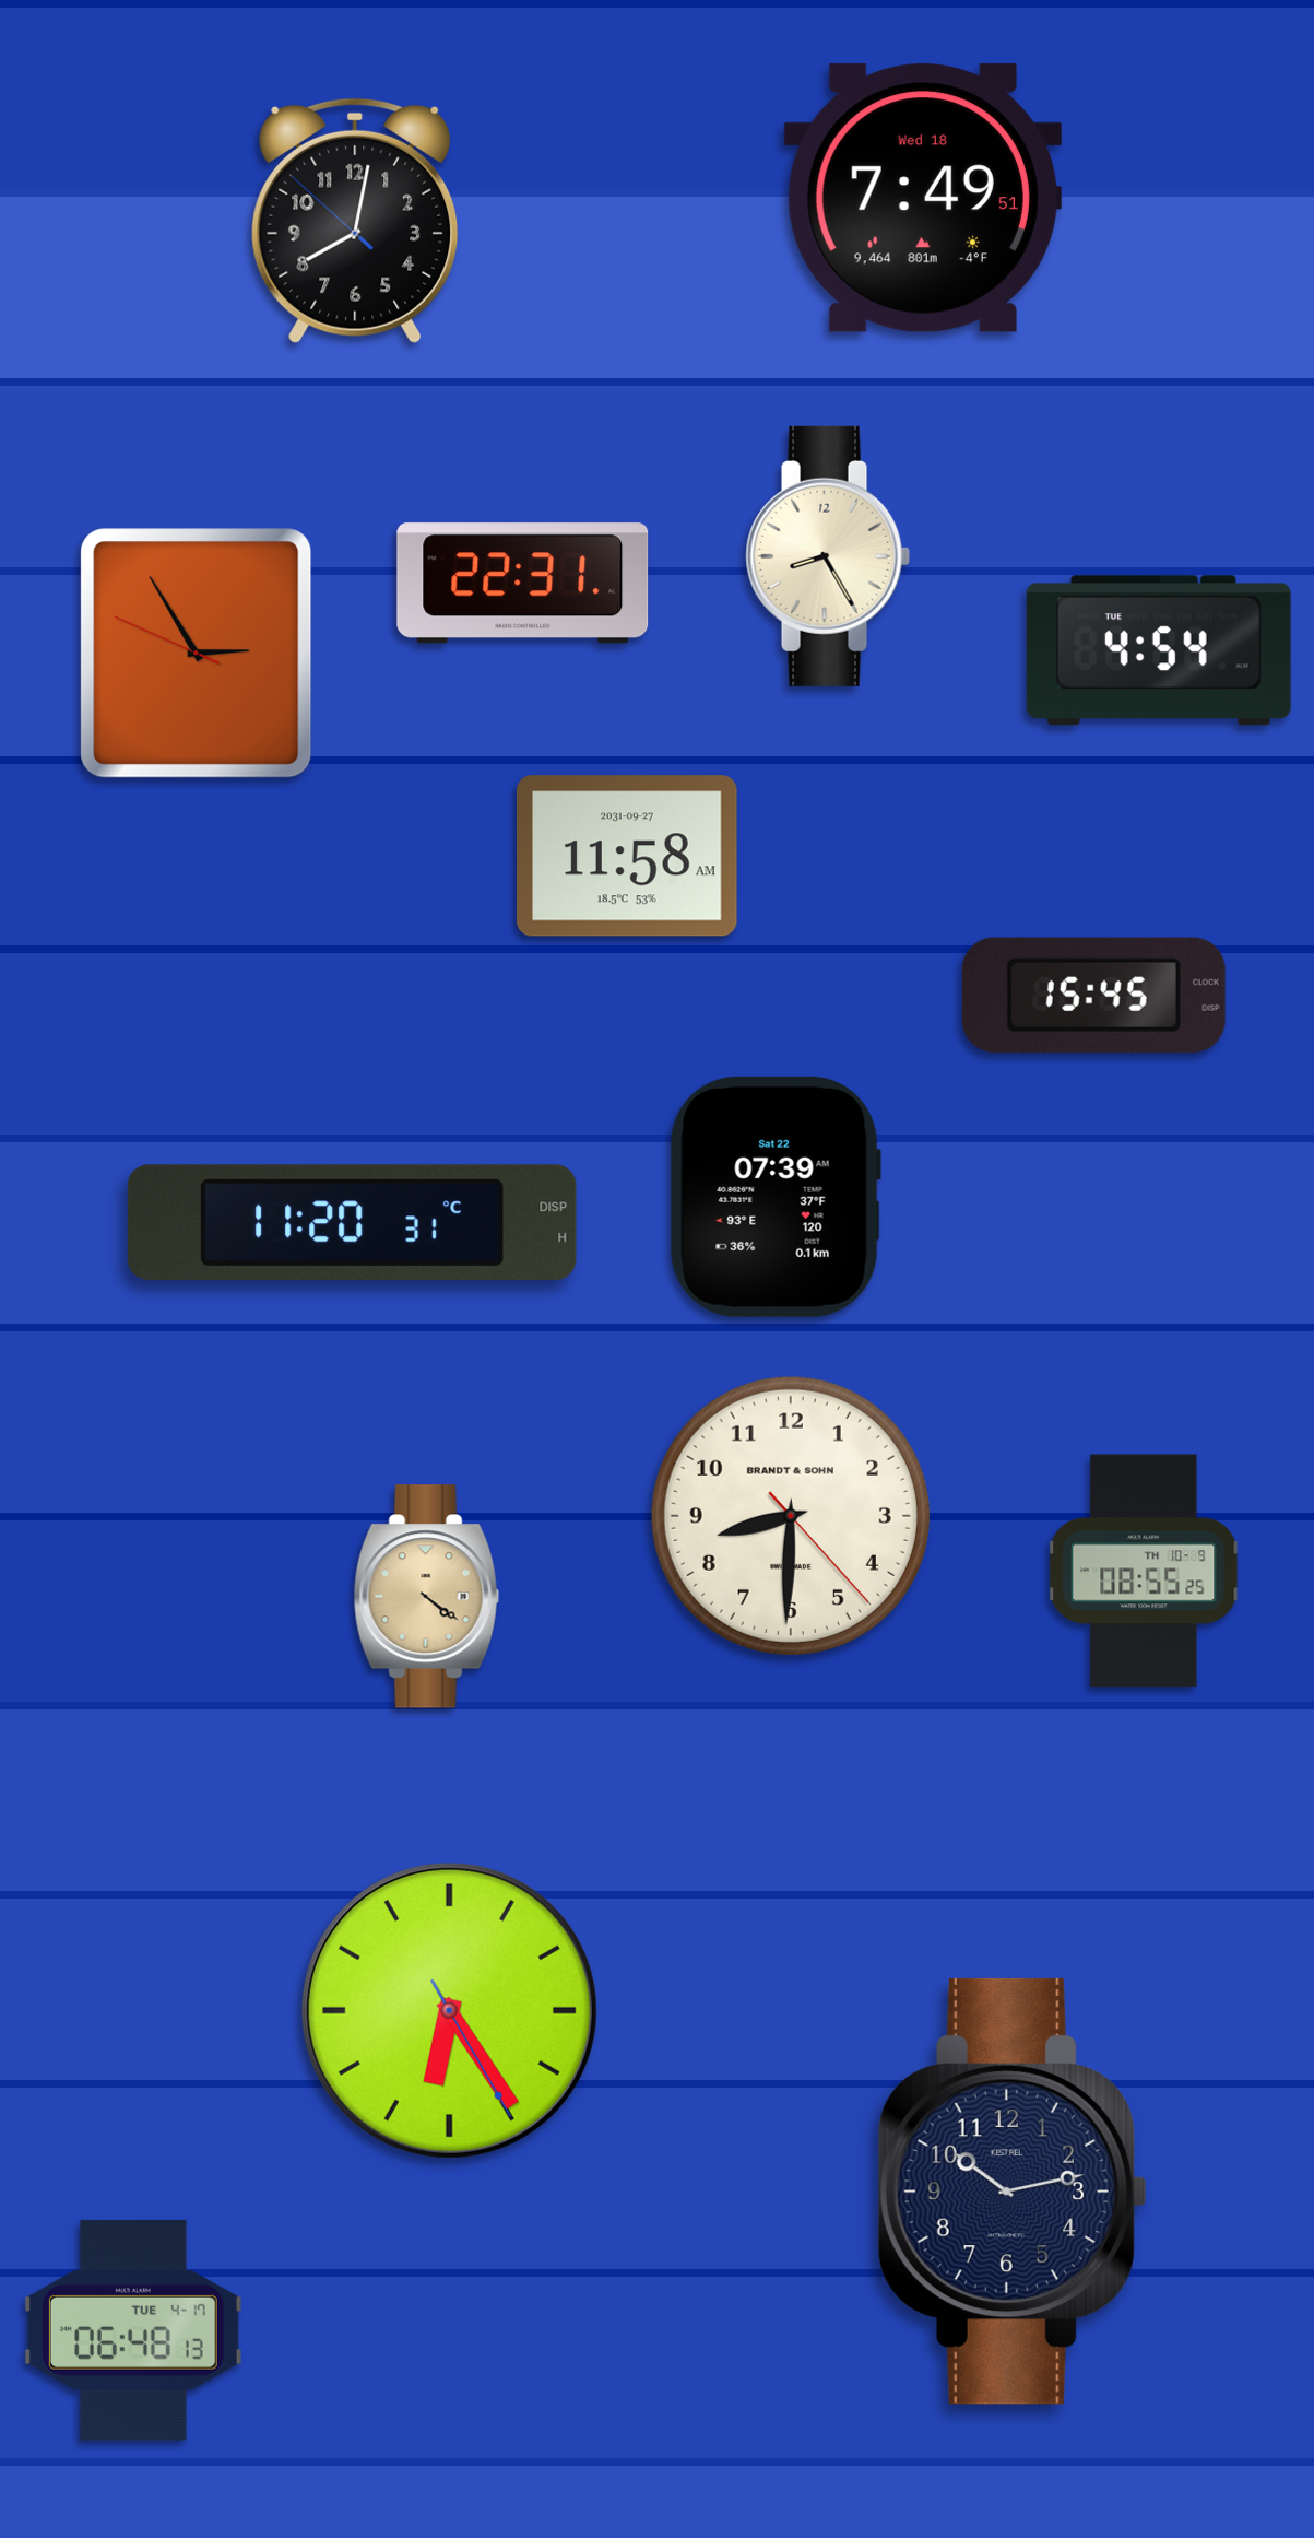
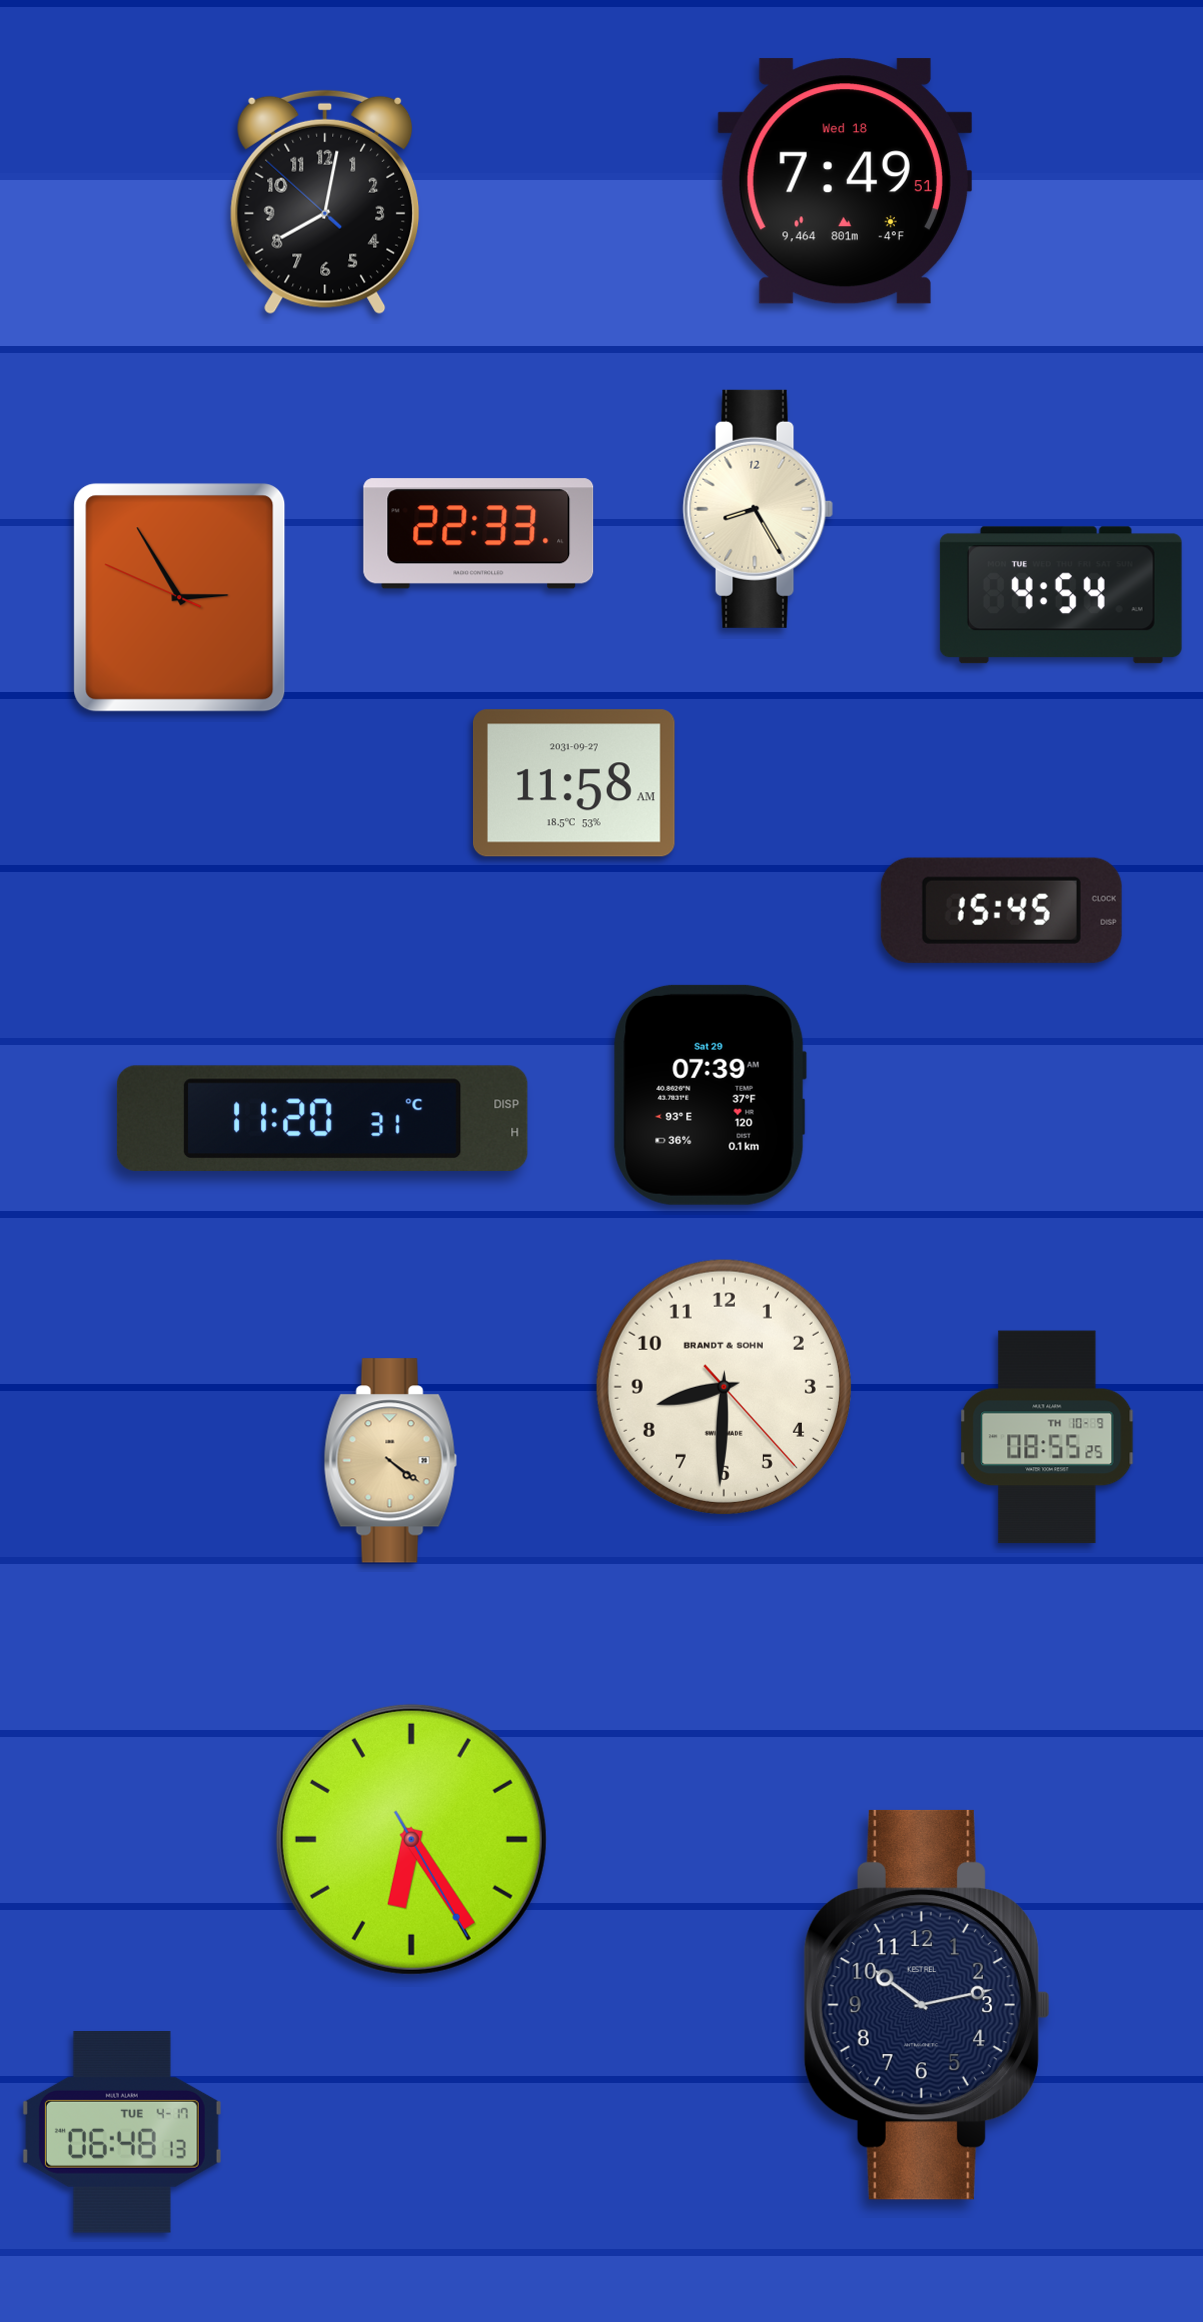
clock at (523, 584): 22:31 -> 22:33
clock at (776, 1197) date: Sat 22 -> Sat 29
